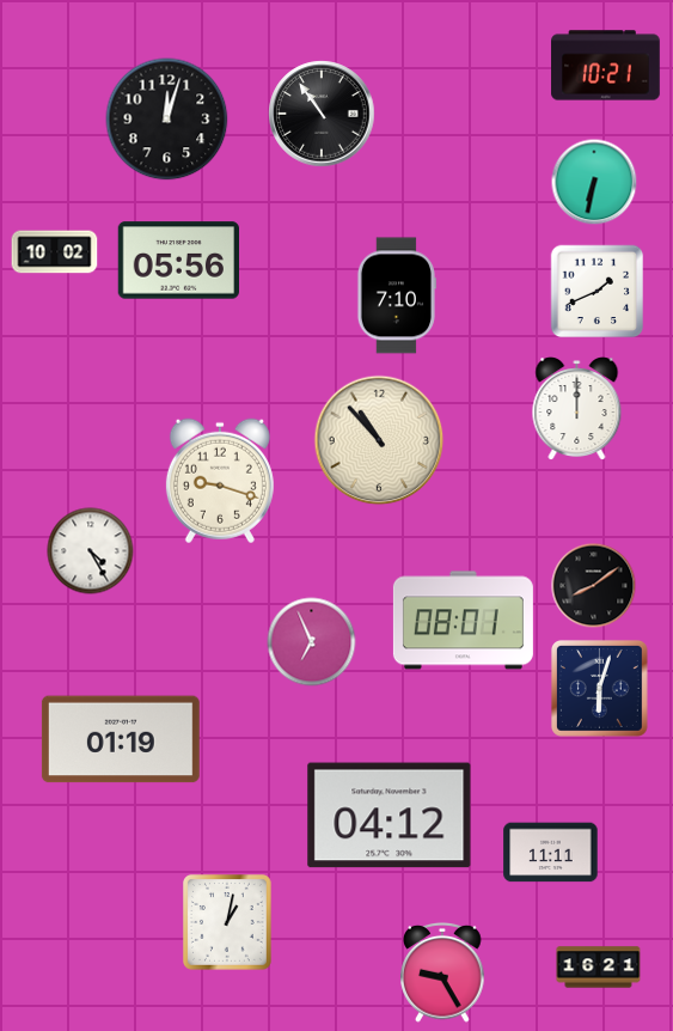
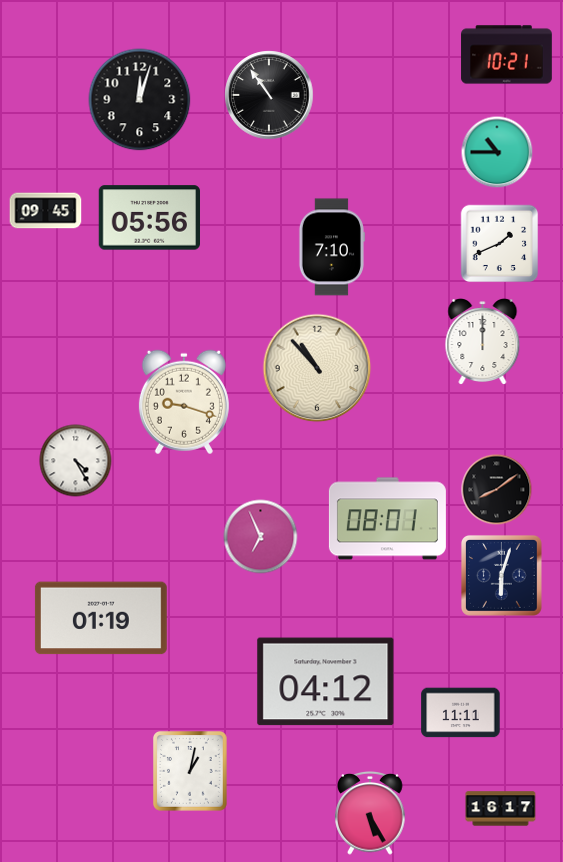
clock at (594, 182): 6:32 -> 10:45
clock at (55, 252): 10:02 -> 09:45
clock at (599, 968): 16:21 -> 16:17
clock at (442, 972): 9:25 -> 5:25
